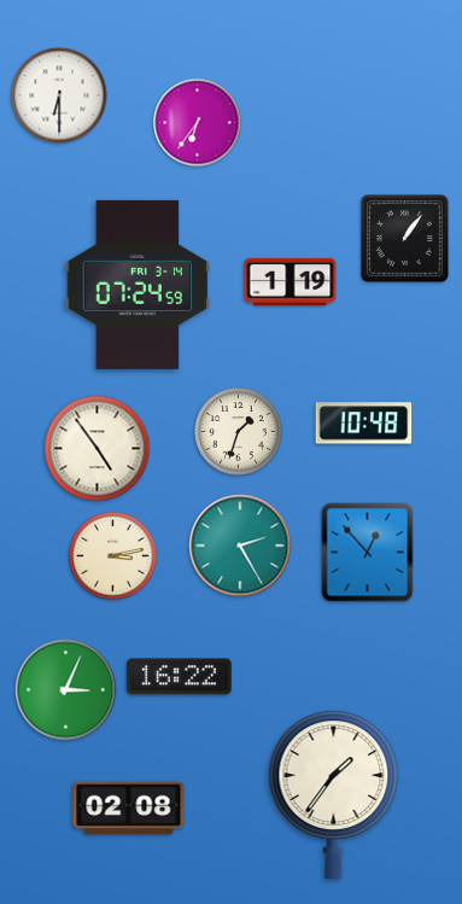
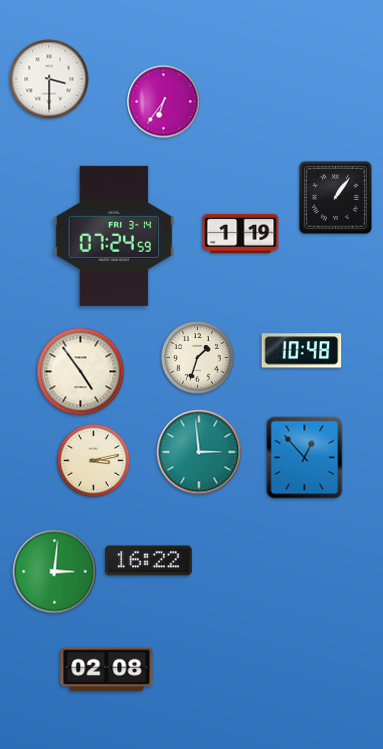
clock at (59, 95): 6:30 -> 3:30
clock at (240, 546): 2:25 -> 2:59
clock at (66, 690): 3:04 -> 3:01
clock at (334, 794): 1:36 -> none
